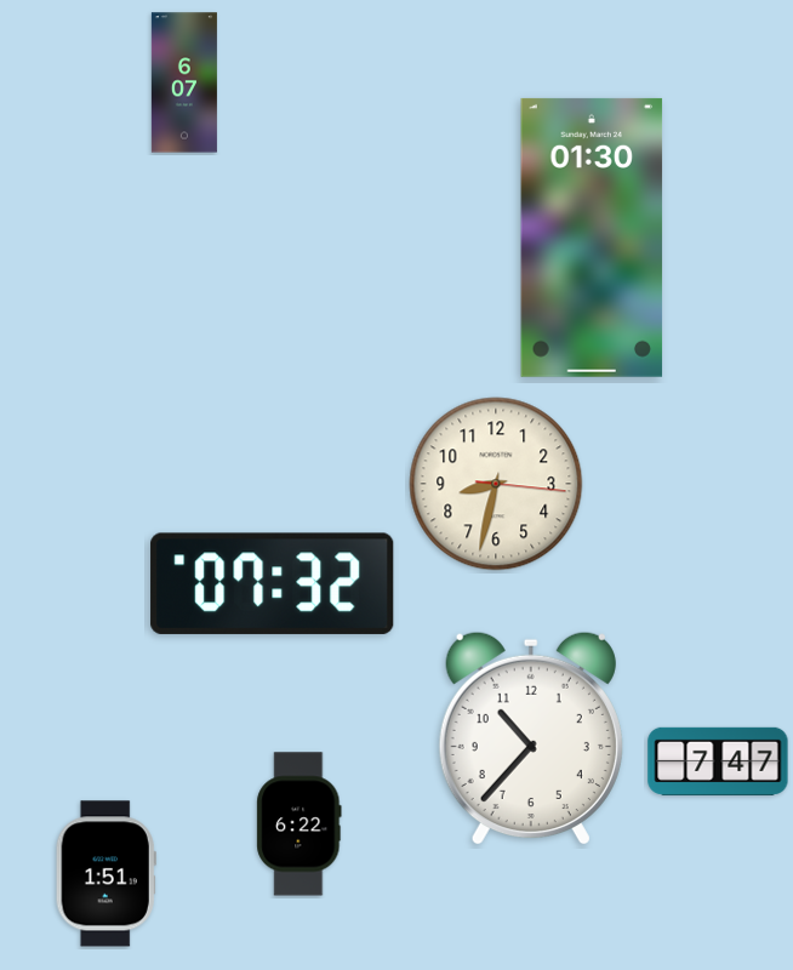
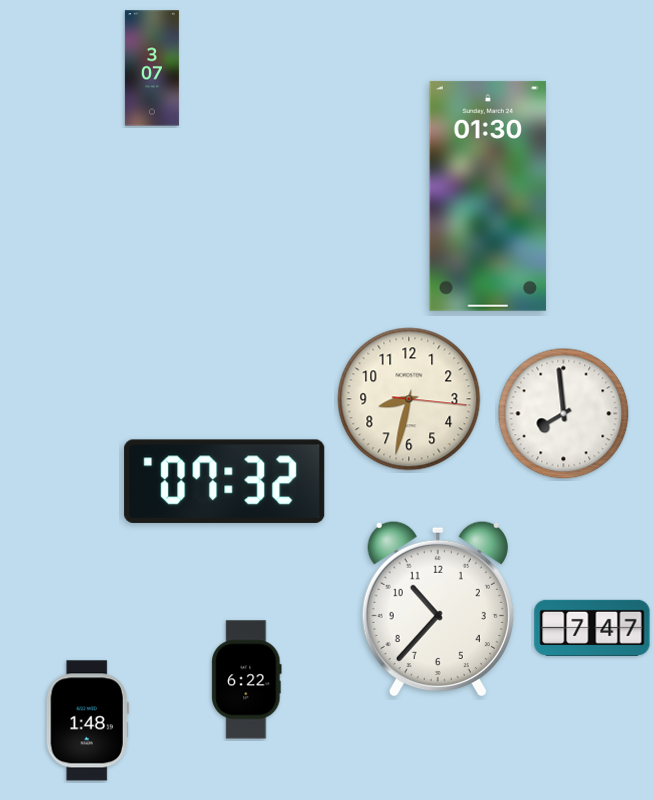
clock at (184, 82): 6:07 -> 3:07
clock at (564, 414): none -> 7:59
clock at (105, 874): 1:51 -> 1:48
